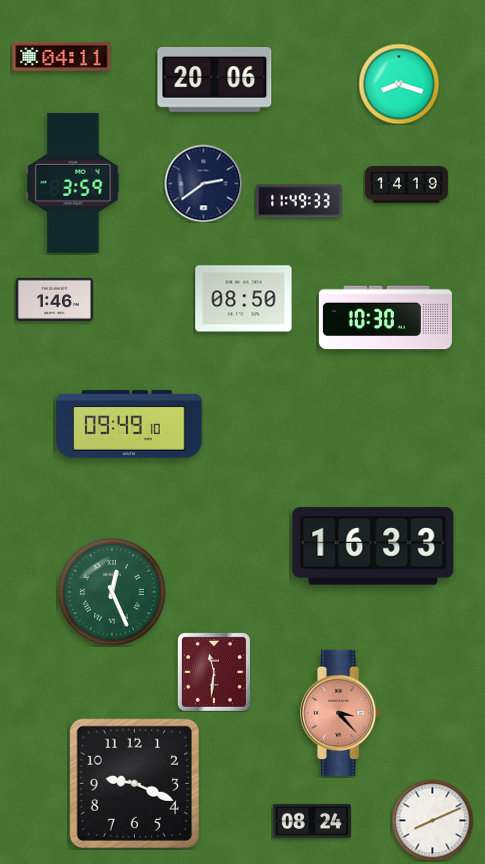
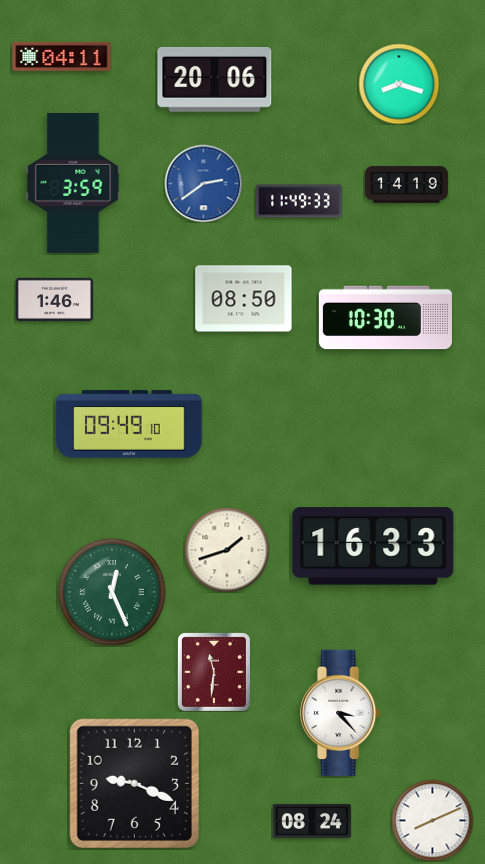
clock at (203, 183) dial: navy -> blue
clock at (227, 550): none -> 1:42
clock at (341, 713) dial: salmon -> white
